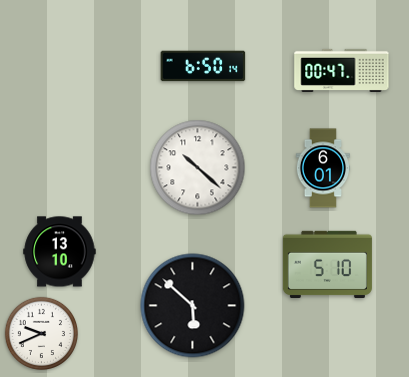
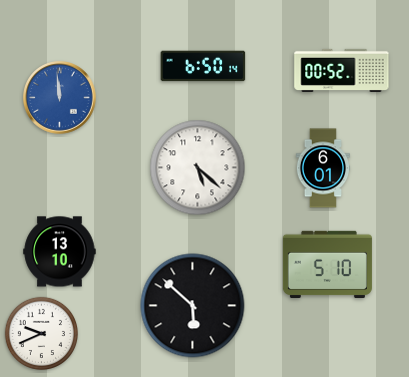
clock at (342, 70): 00:47 -> 00:52
clock at (60, 98): none -> 11:59
clock at (198, 168): 10:22 -> 5:22
